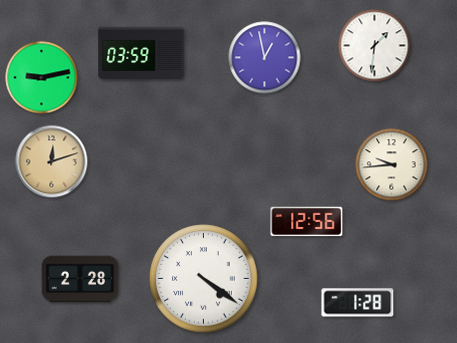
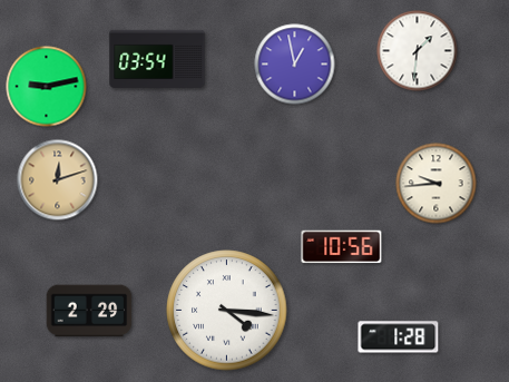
clock at (141, 52): 03:59 -> 03:54
clock at (307, 222): 12:56 -> 10:56
clock at (80, 279): 2:28 -> 2:29
clock at (204, 279): 4:21 -> 4:16
